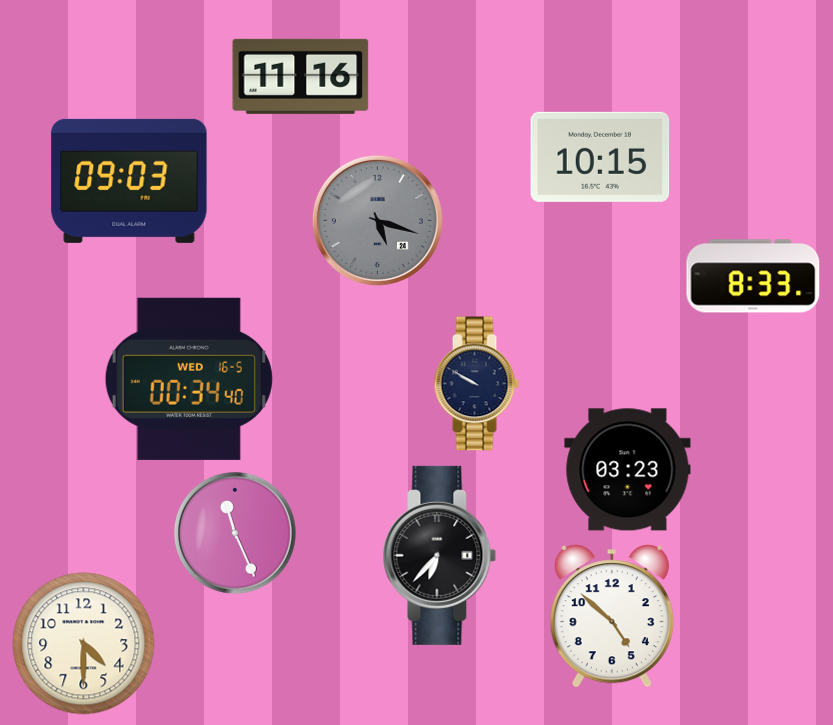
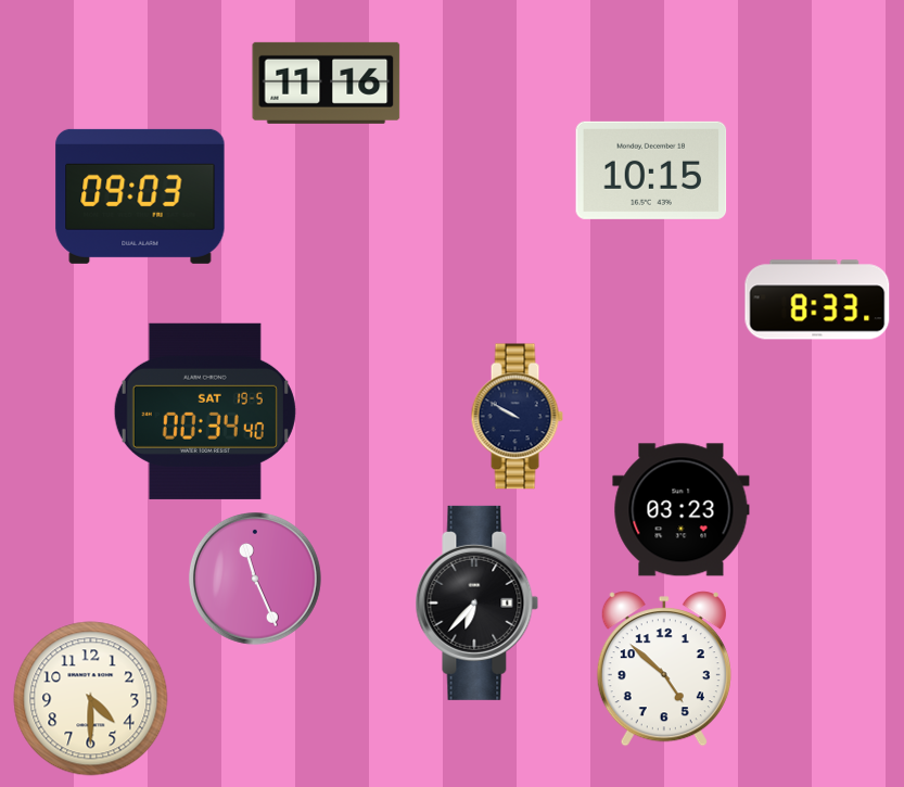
clock at (377, 220): 5:18 -> none
clock at (189, 379) date: WED 16-5 -> SAT 19-5
